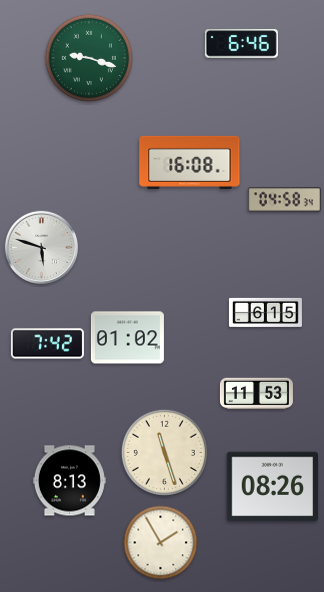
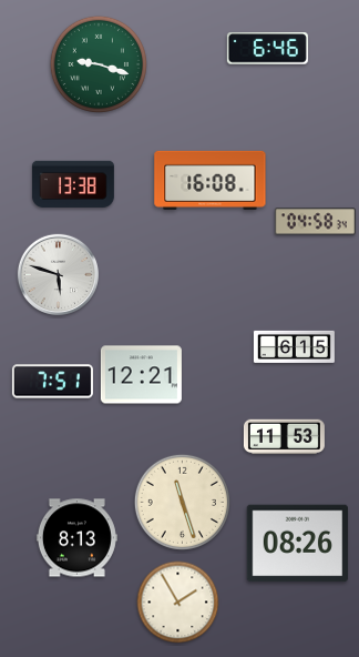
clock at (73, 183): none -> 13:38
clock at (41, 247) position: (41, 247) -> (58, 274)
clock at (127, 338): 01:02 -> 12:21
clock at (47, 344): 7:42 -> 7:51
clock at (69, 481) position: (69, 481) -> (76, 538)
clock at (272, 487) position: (272, 487) -> (297, 544)
